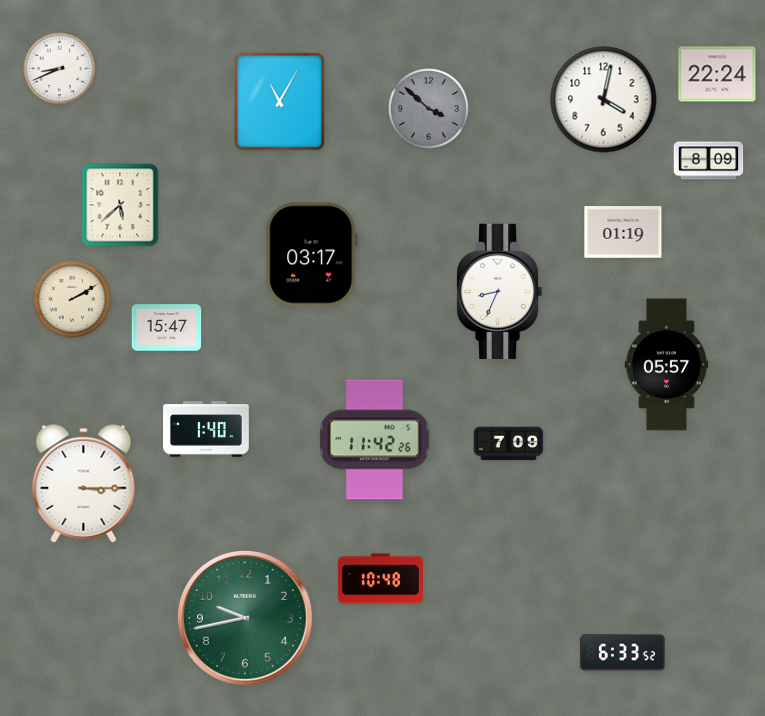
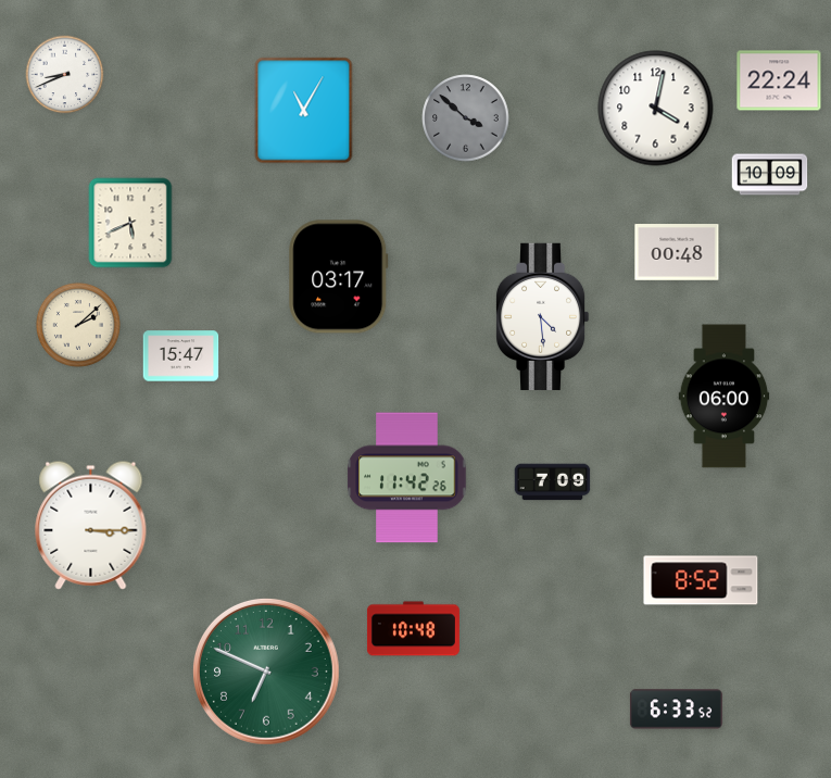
clock at (709, 161): 8:09 -> 10:09
clock at (120, 205): 5:38 -> 5:41
clock at (623, 232): 01:19 -> 00:48
clock at (499, 291): 8:34 -> 4:29
clock at (72, 299): 2:10 -> 2:08
clock at (667, 365): 05:57 -> 06:00
clock at (206, 429): 1:40 -> none
clock at (701, 580): none -> 8:52
clock at (246, 619): 9:43 -> 6:49
